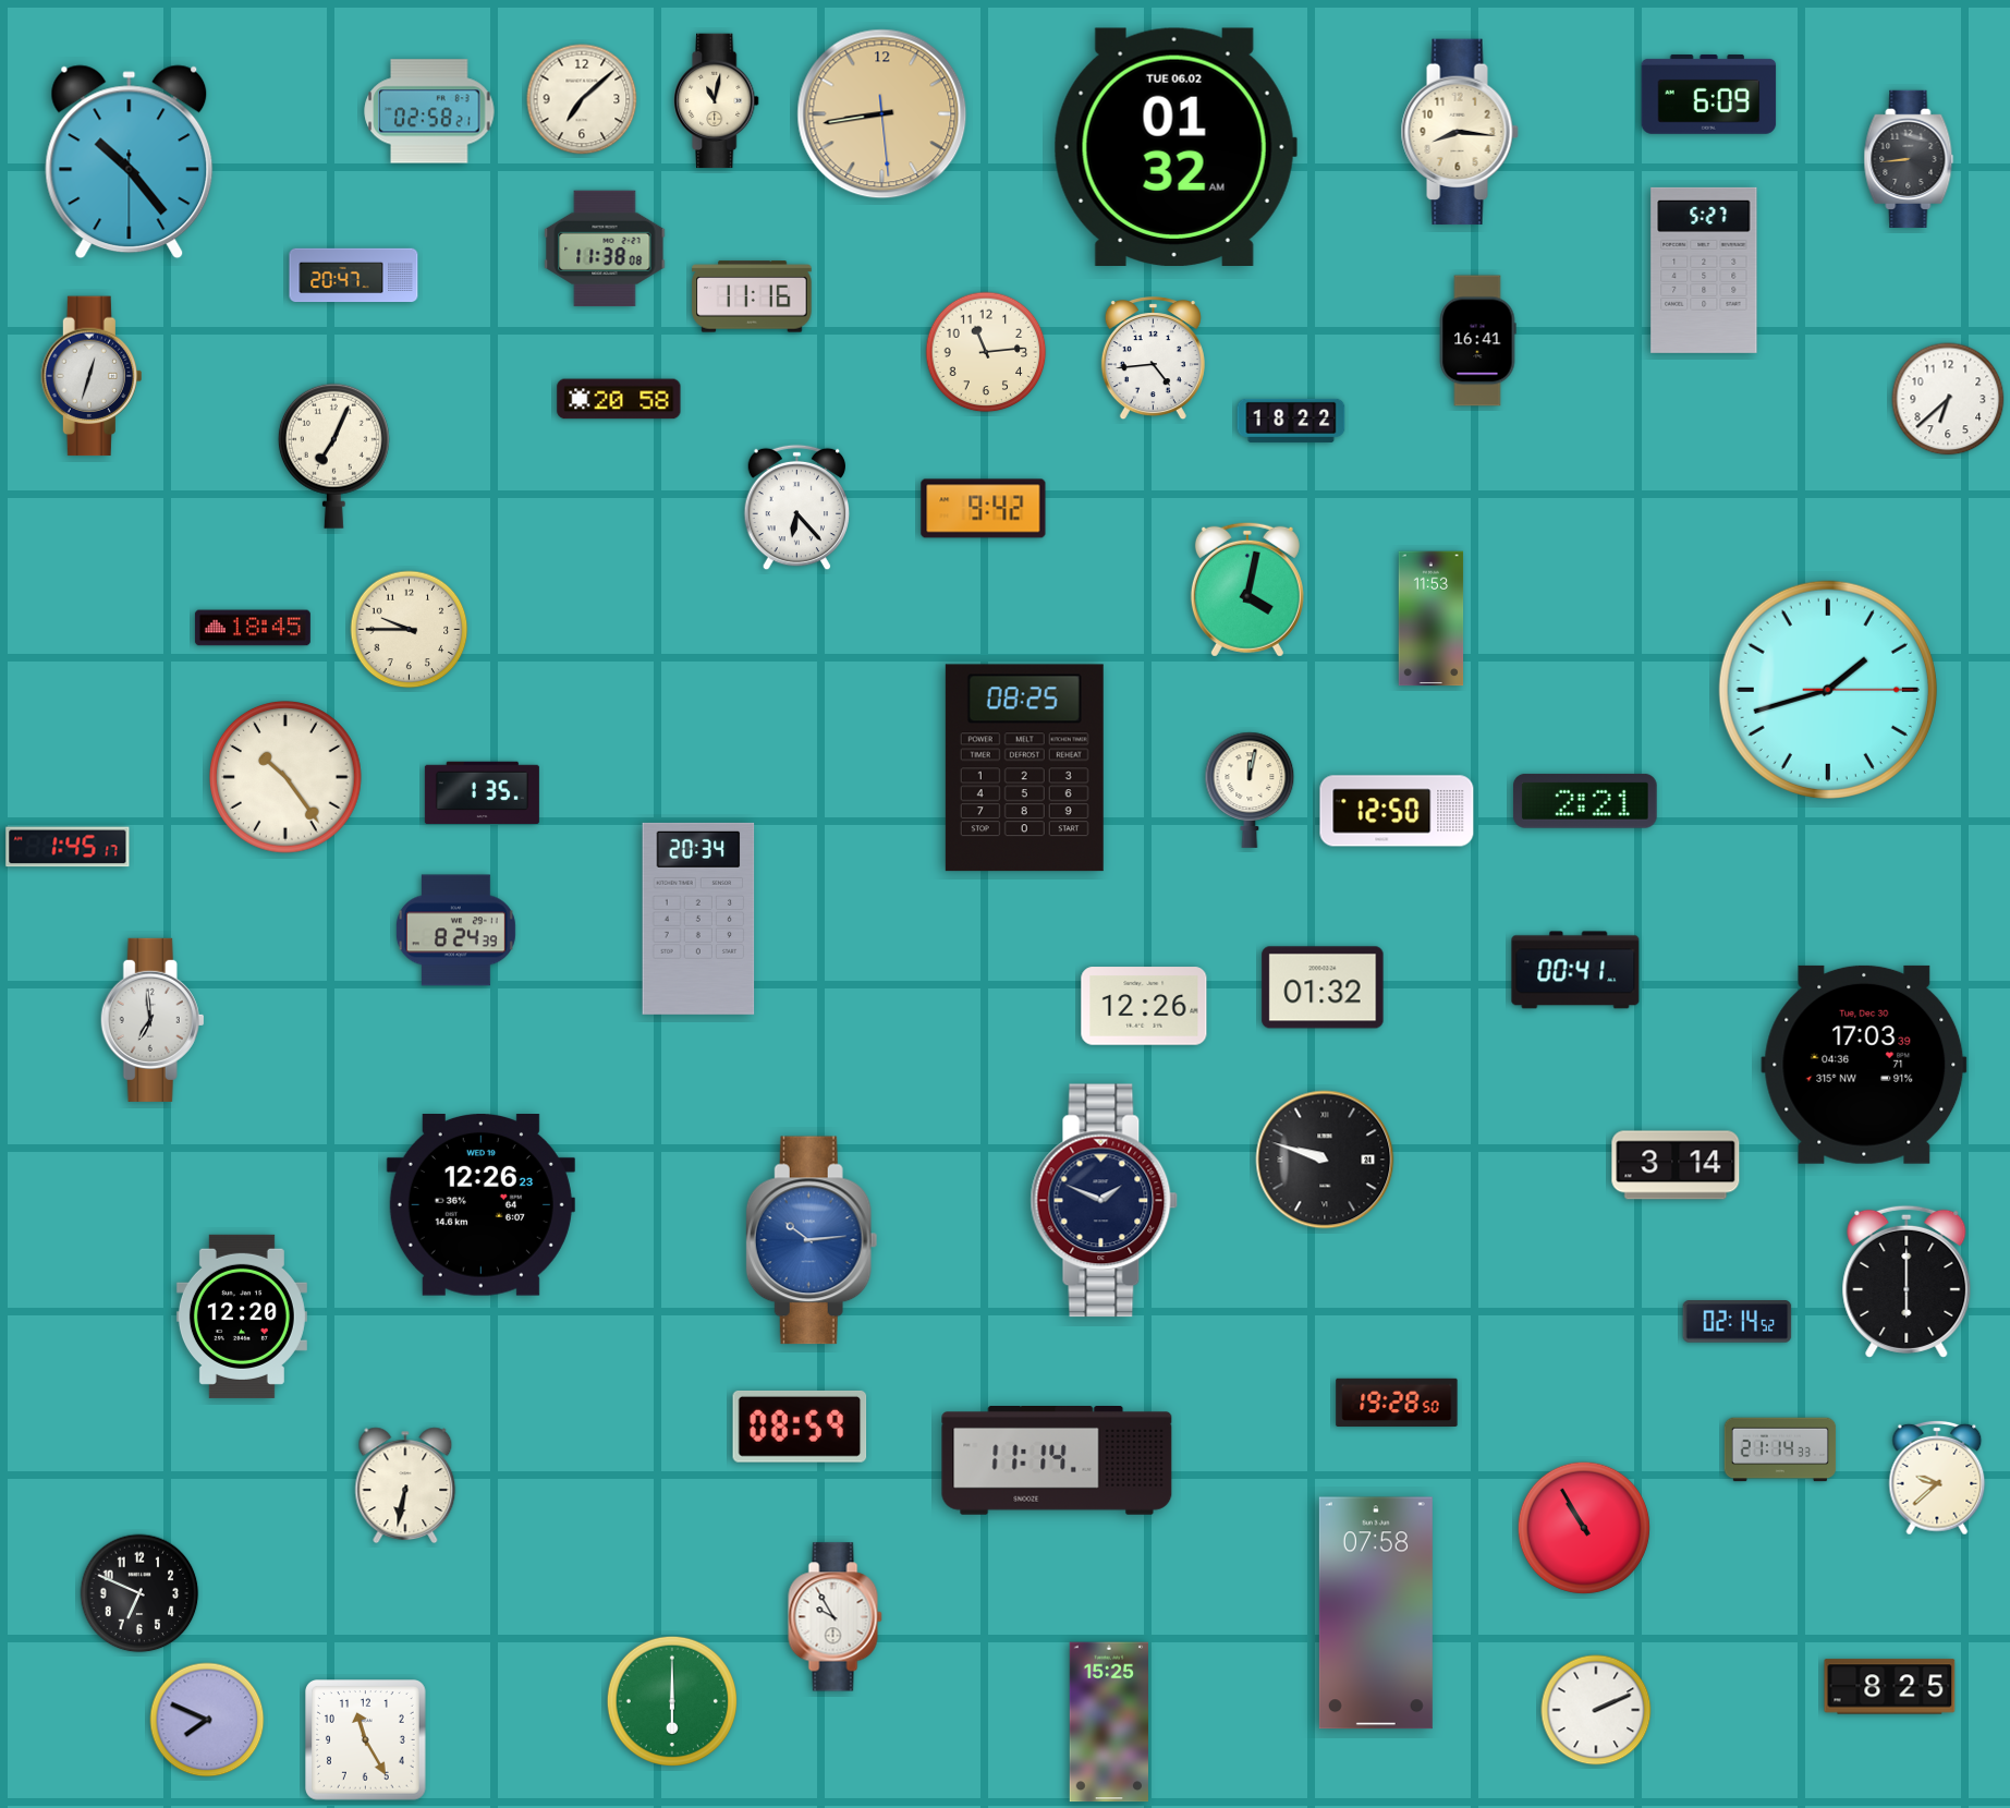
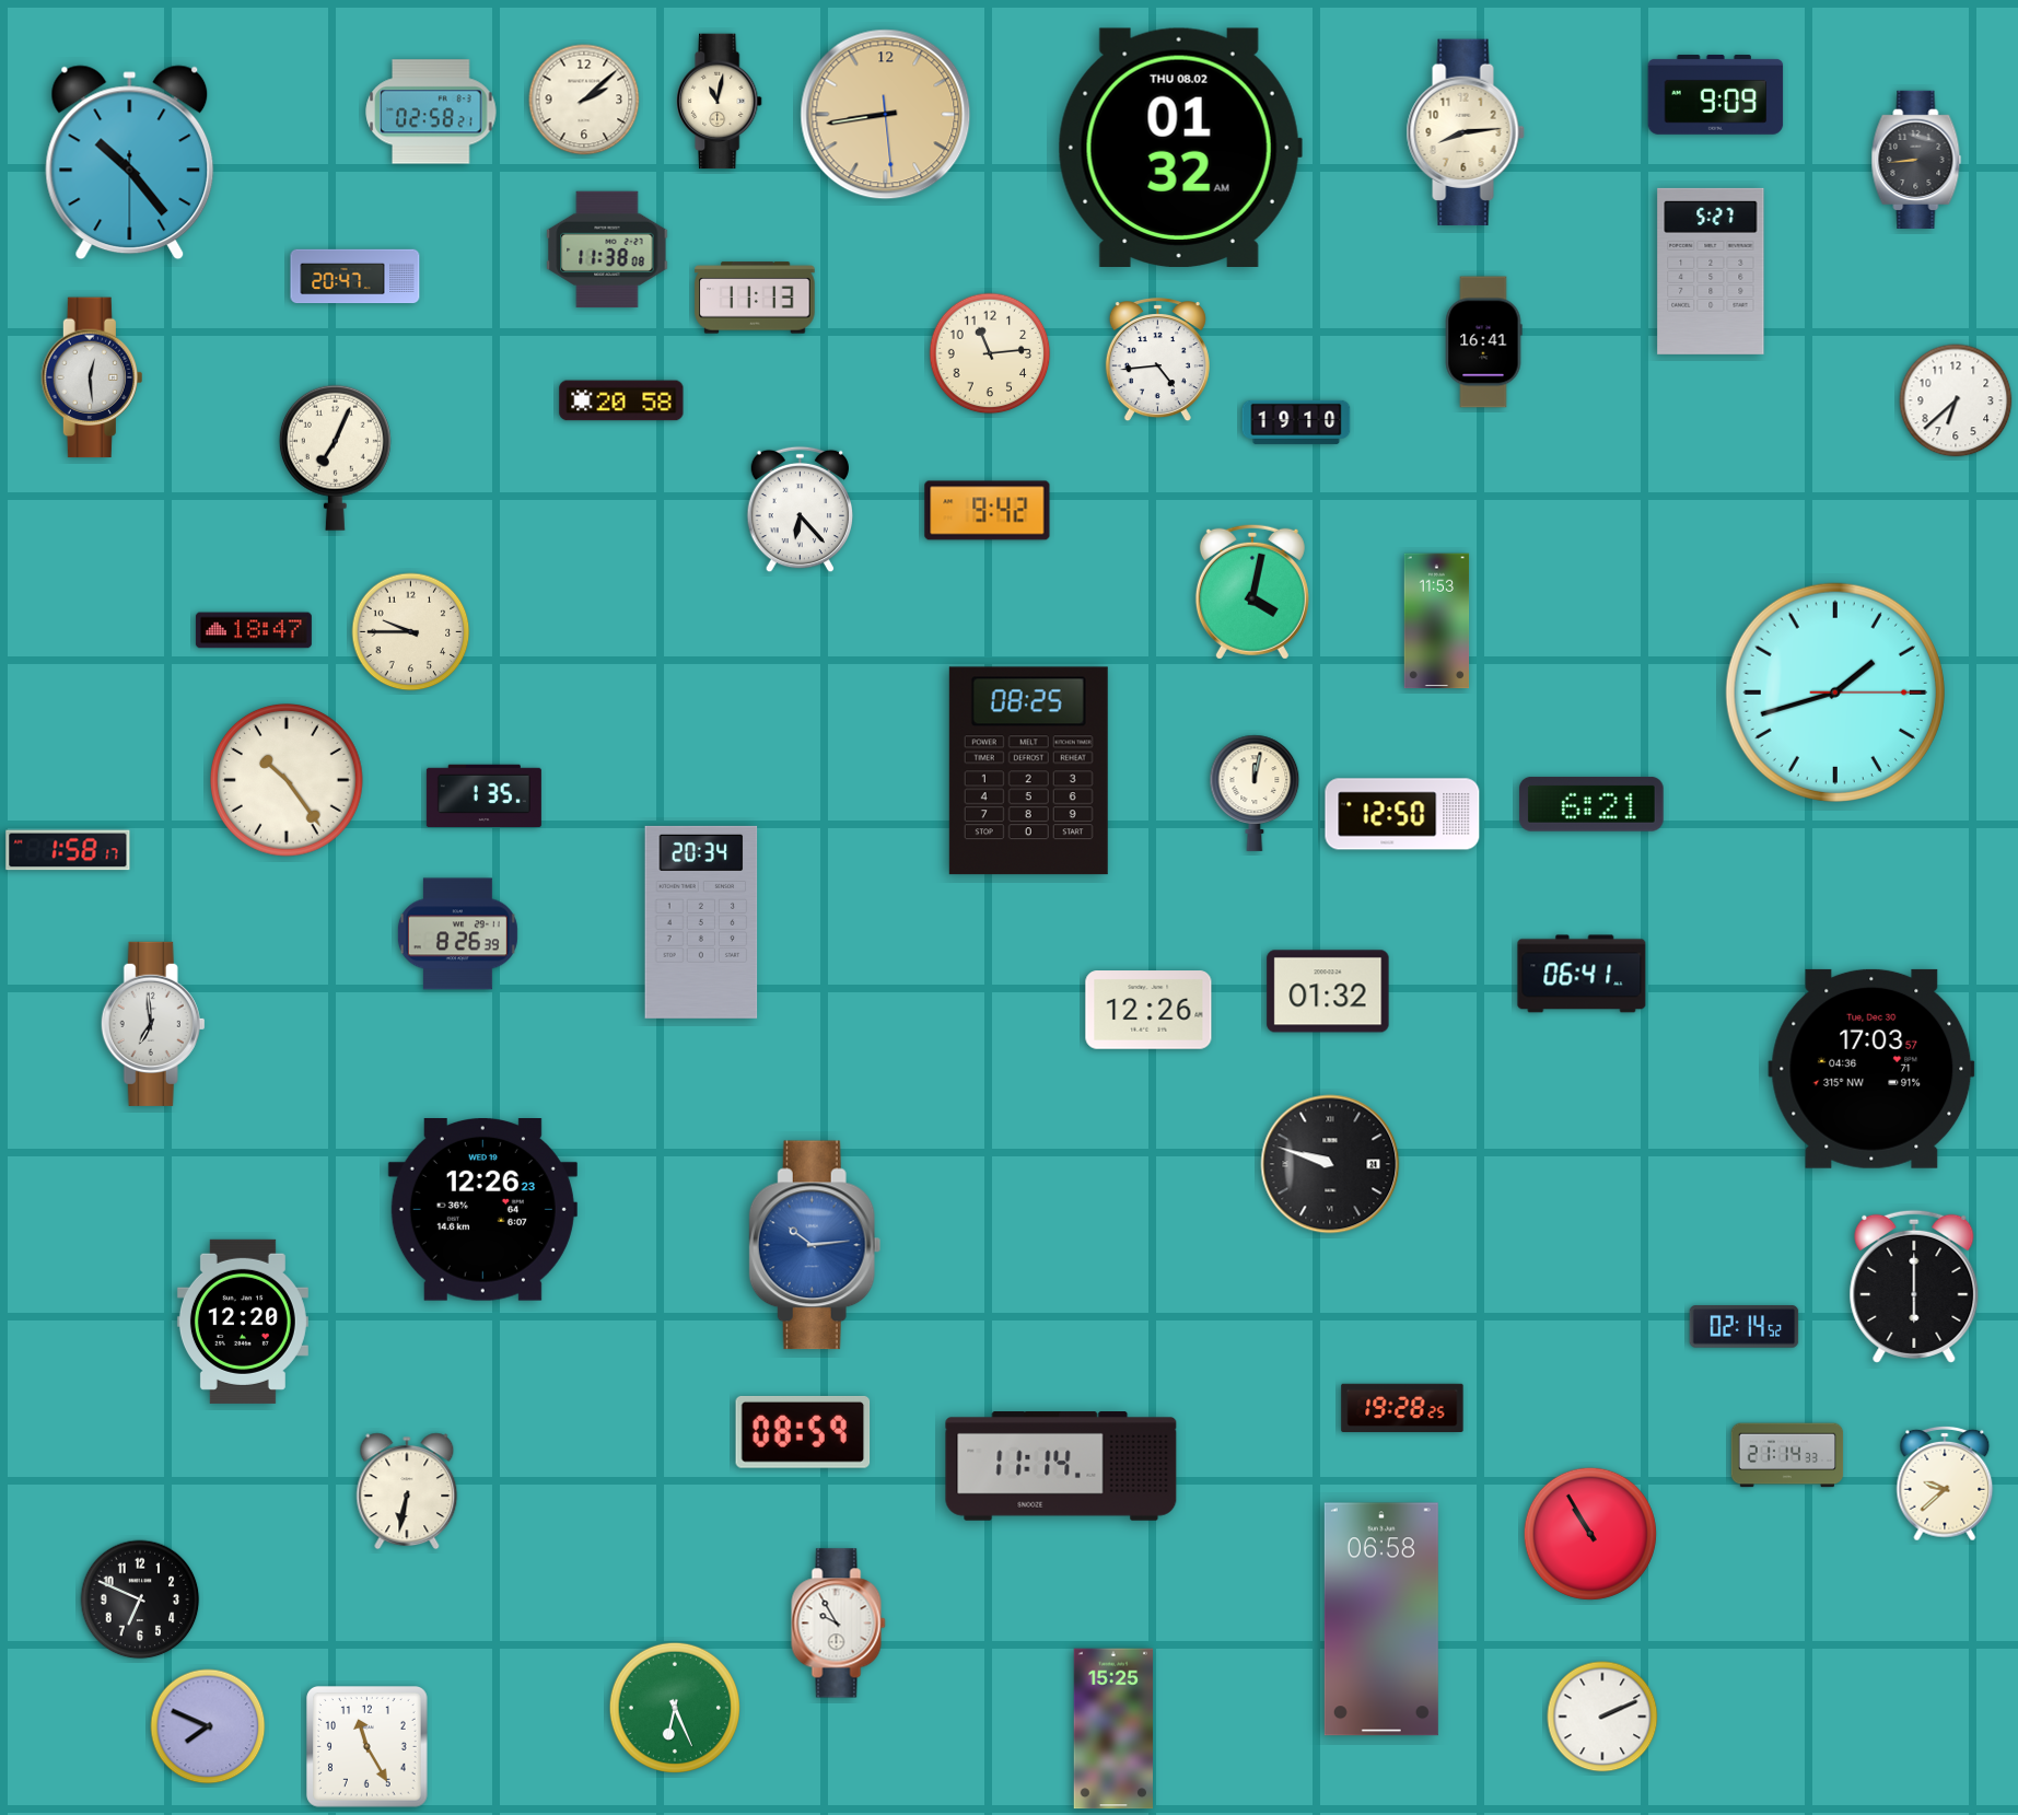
clock at (1709, 94): 6:09 -> 9:09
clock at (582, 99): 7:08 -> 2:08
clock at (1460, 132): 8:16 -> 8:14
clock at (1175, 146) date: TUE 06.02 -> THU 08.02
clock at (752, 296): 11:16 -> 11:13
clock at (90, 376): 12:33 -> 12:29
clock at (1291, 421): 18:22 -> 19:10
clock at (253, 628): 18:45 -> 18:47
clock at (1585, 801): 2:21 -> 6:21
clock at (68, 847): 1:45 -> 1:58
clock at (455, 931): 8:24 -> 8:26
clock at (1575, 970): 00:41 -> 06:41
clock at (1864, 1065): 17:03:39 -> 17:03:57
clock at (1676, 1165): 3:14 -> none
clock at (1105, 1201): 1:49 -> none
clock at (1397, 1403): 19:28:50 -> 19:28:25
clock at (1376, 1613): 07:58 -> 06:58
clock at (1890, 1687): 8:25 -> none
clock at (672, 1701): 6:00 -> 6:26
